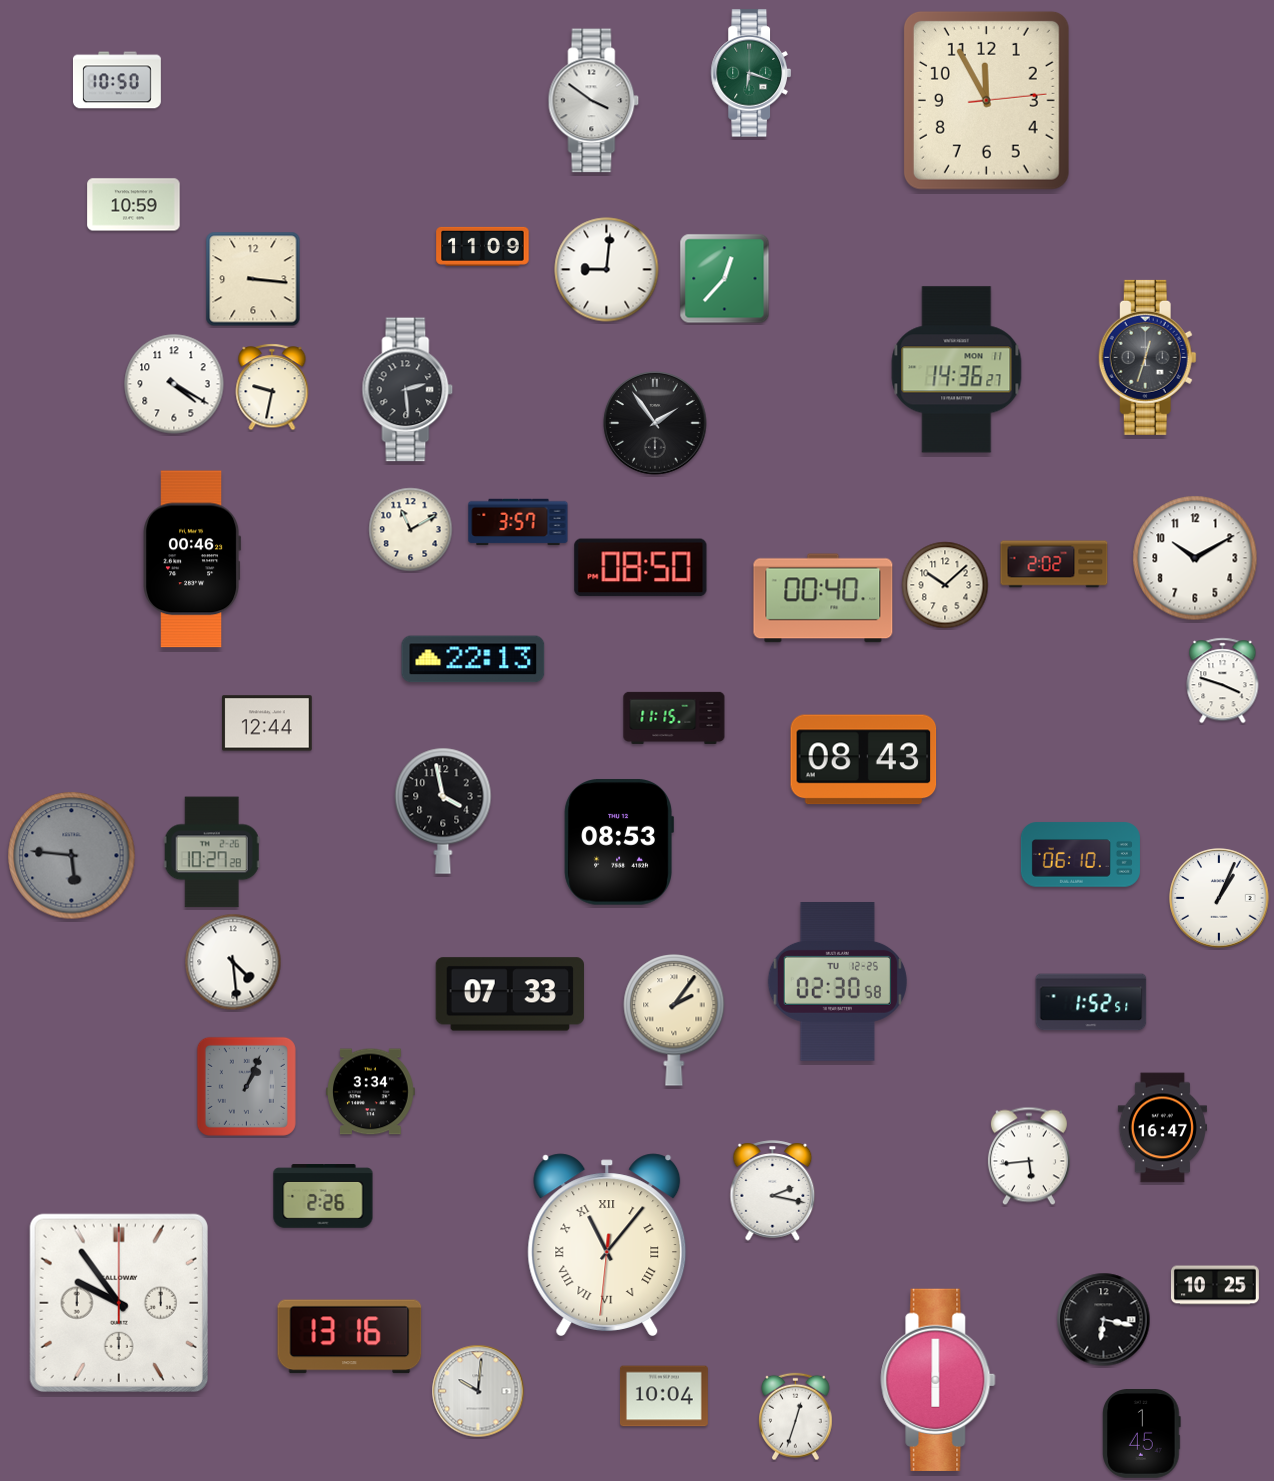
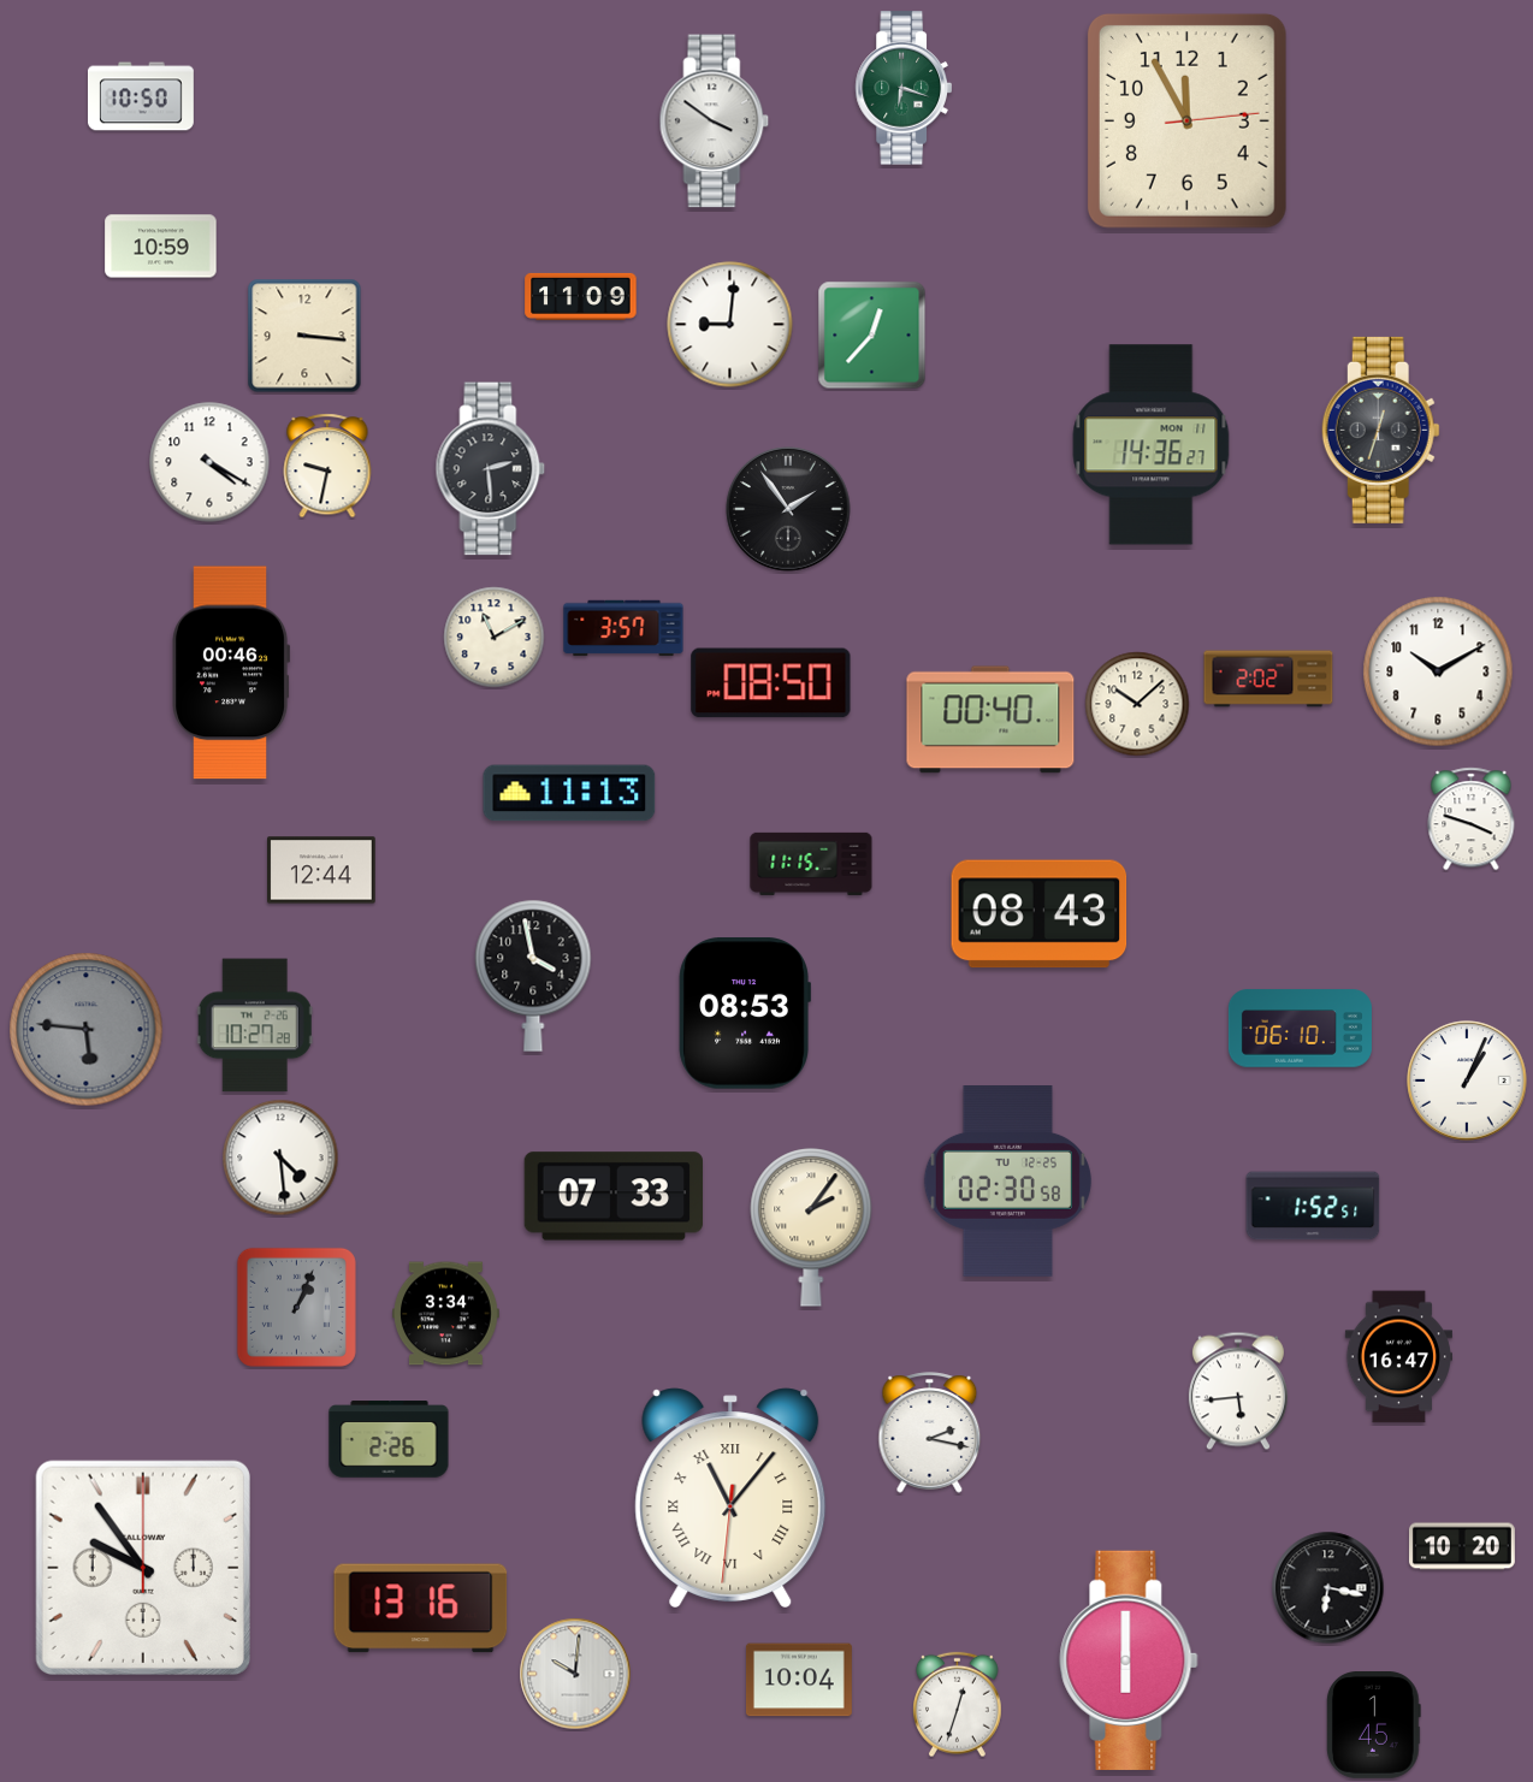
clock at (473, 659): 22:13 -> 11:13
clock at (1215, 1285): 10:25 -> 10:20
